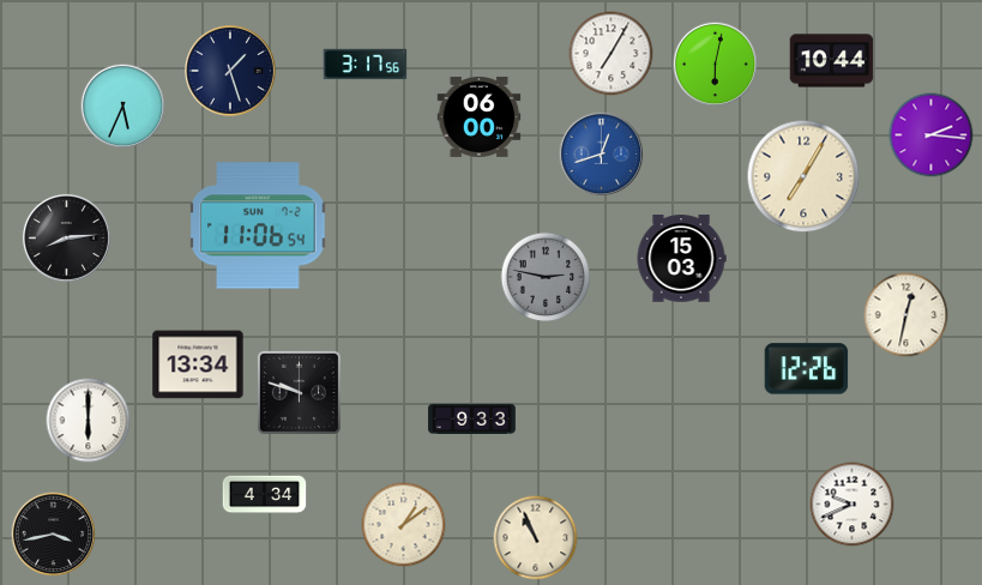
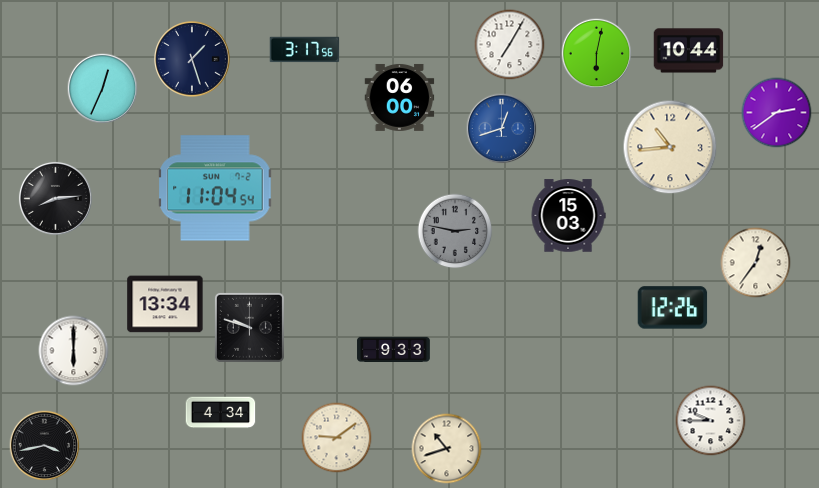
clock at (832, 61) position: (832, 61) -> (689, 51)
clock at (366, 65) position: (366, 65) -> (305, 50)
clock at (123, 107): 5:34 -> 12:34
clock at (932, 135): 2:16 -> 2:39
clock at (803, 176): 7:05 -> 10:44
clock at (258, 225): 11:06 -> 11:04
clock at (906, 315): 12:32 -> 12:36
clock at (853, 505): 9:41 -> 9:45
clock at (404, 525): 1:09 -> 9:09
clock at (536, 538): 10:56 -> 10:42
